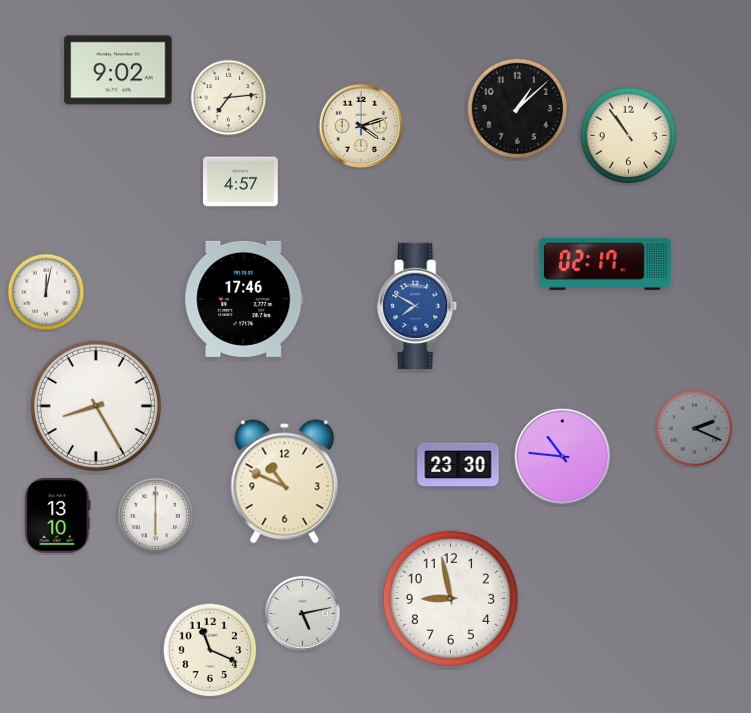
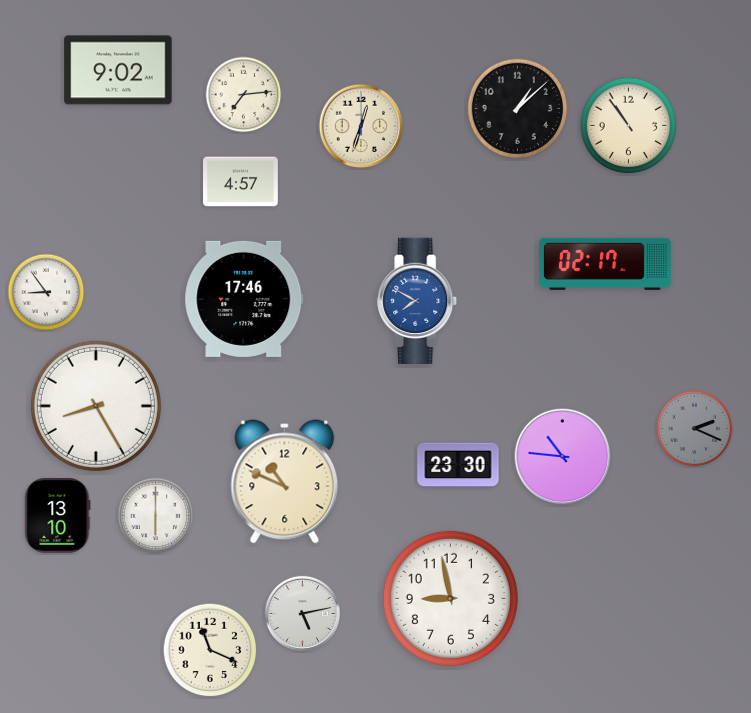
clock at (229, 98) position: (229, 98) -> (244, 95)
clock at (361, 126): 4:12 -> 12:33
clock at (629, 136) position: (629, 136) -> (629, 126)
clock at (46, 292): 12:02 -> 8:54
clock at (418, 305) position: (418, 305) -> (418, 300)
